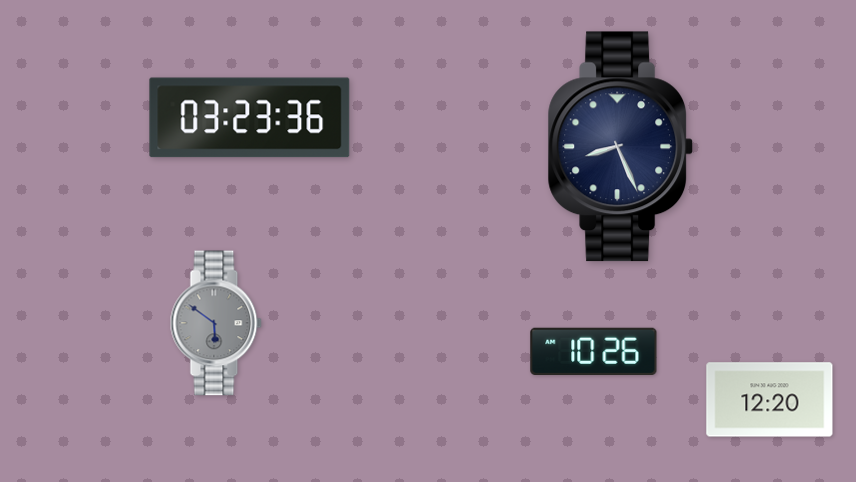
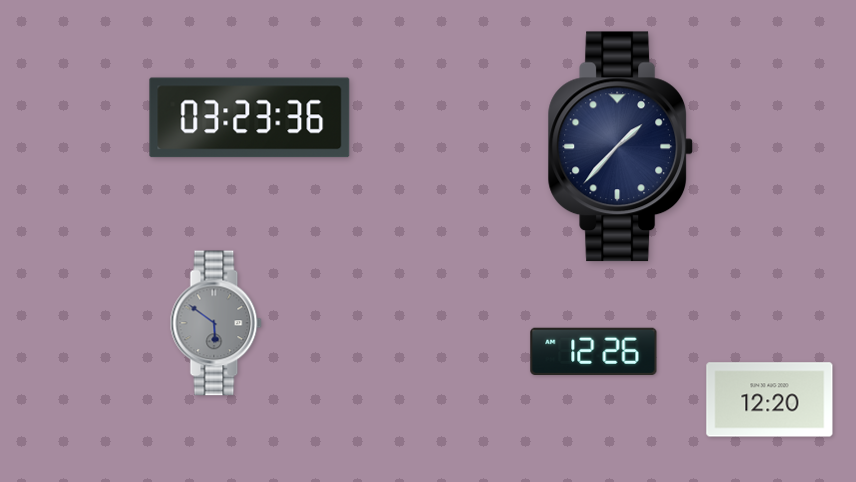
clock at (621, 147): 8:26 -> 1:37
clock at (594, 352): 10:26 -> 12:26
